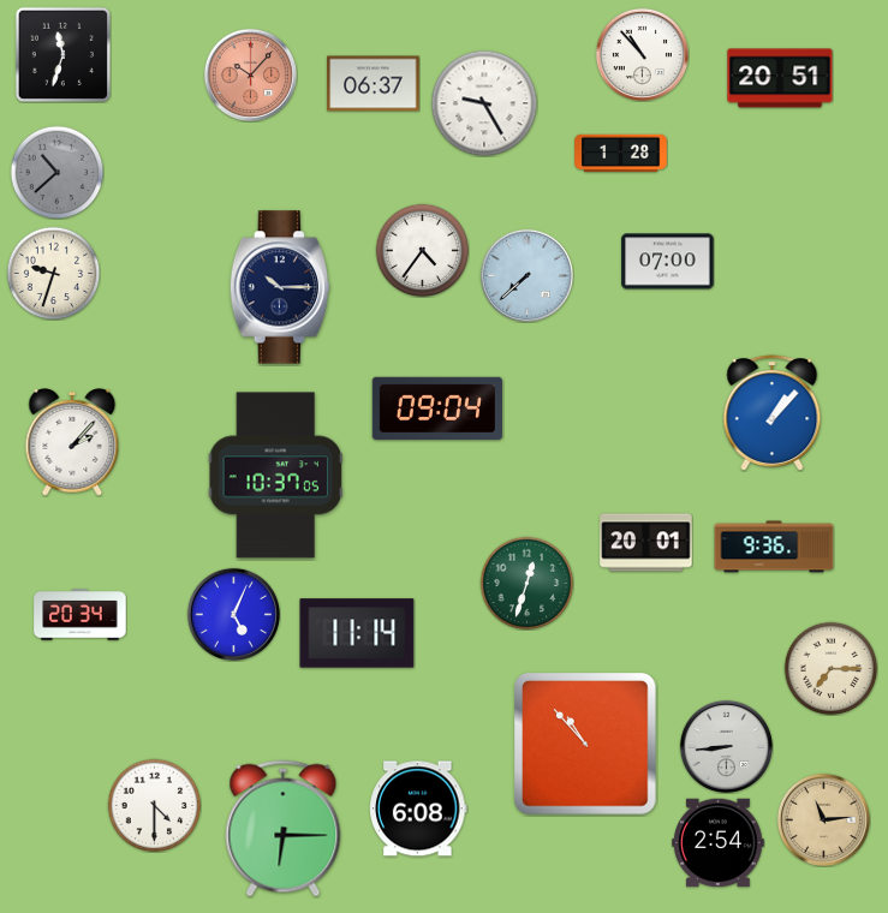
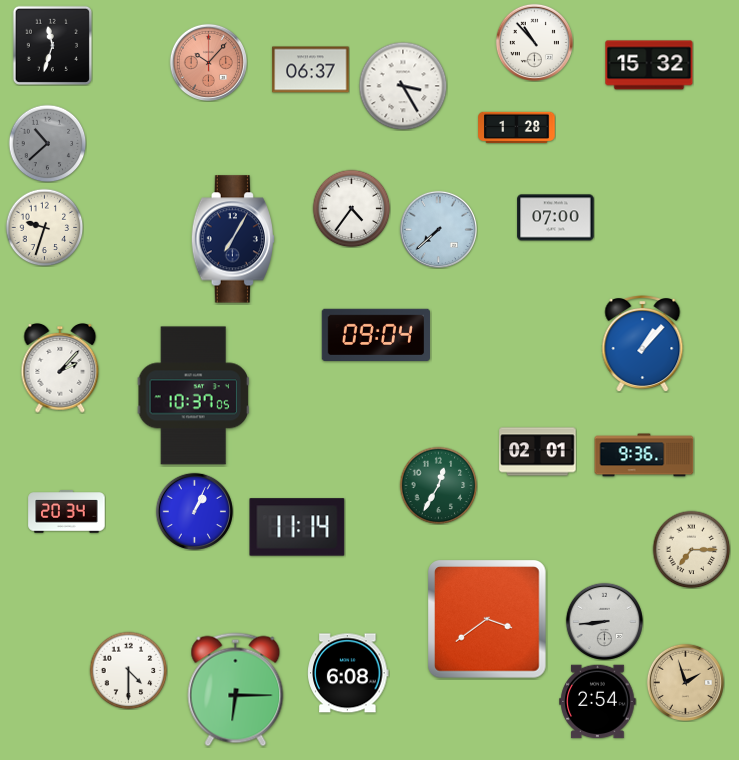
clock at (642, 54) position: (642, 54) -> (534, 42)
clock at (780, 78): 20:51 -> 15:32
clock at (484, 103): 9:25 -> 3:25
clock at (279, 287): 10:15 -> 7:05
clock at (436, 407) position: (436, 407) -> (375, 334)
clock at (275, 476) position: (275, 476) -> (193, 396)
clock at (646, 543): 20:01 -> 02:01
clock at (526, 583): 12:33 -> 12:35
clock at (233, 614): 5:04 -> 1:04
clock at (830, 668) position: (830, 668) -> (691, 549)
clock at (585, 744): 10:53 -> 3:39
clock at (823, 819): 11:14 -> 1:57
